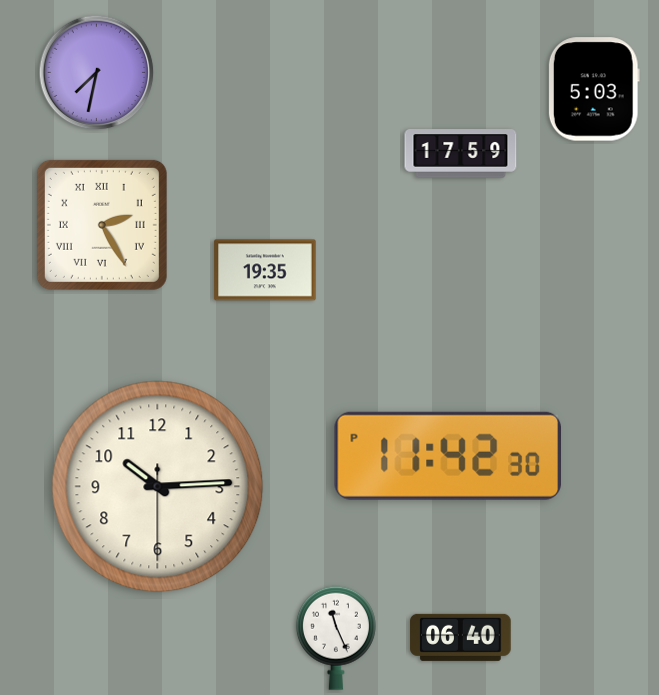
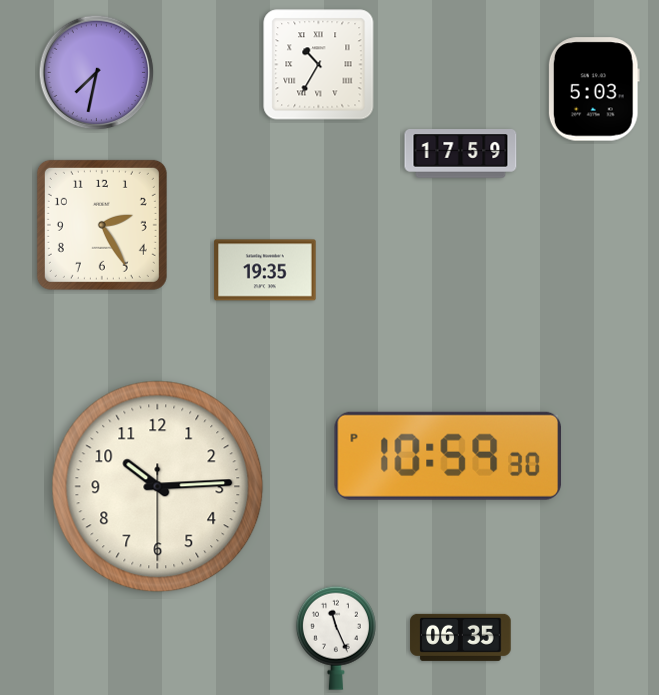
clock at (319, 65): none -> 10:35
clock at (102, 225) numerals: Roman -> Arabic
clock at (447, 456): 11:42 -> 10:59
clock at (461, 637): 06:40 -> 06:35
